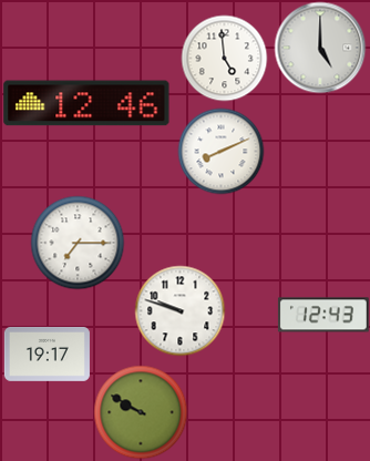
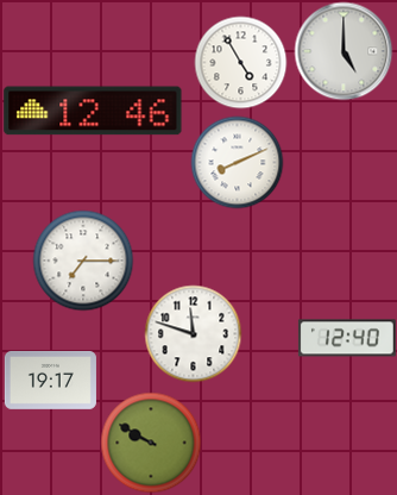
clock at (224, 58): 4:59 -> 4:55
clock at (179, 310): 9:48 -> 11:48
clock at (323, 315): 12:43 -> 12:40
